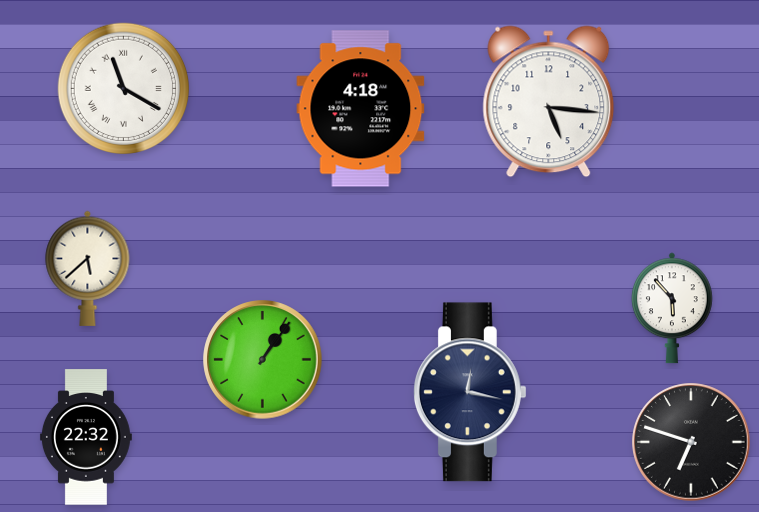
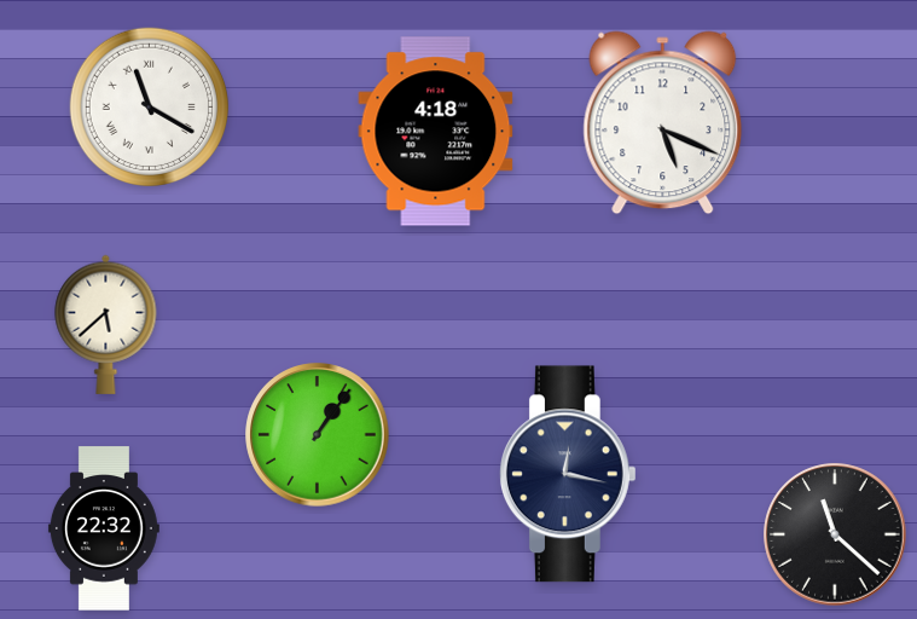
clock at (549, 102): 5:16 -> 5:19
clock at (672, 308): 5:53 -> none
clock at (691, 442): 6:48 -> 11:22
